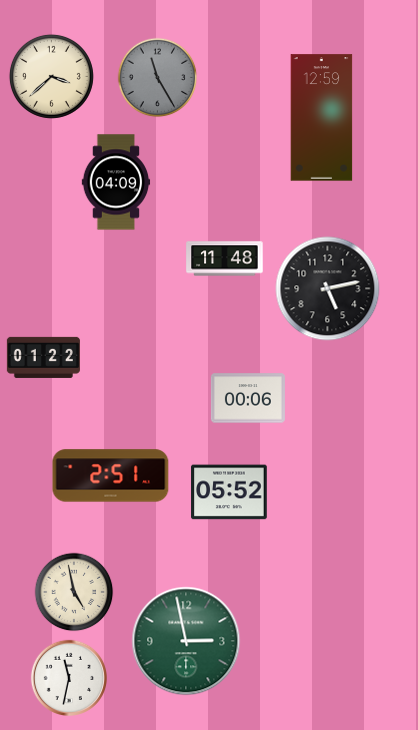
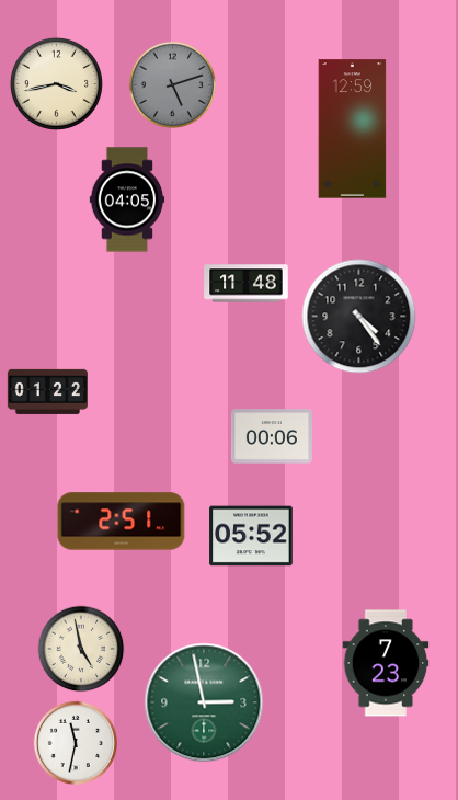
clock at (51, 76): 3:38 -> 3:43
clock at (158, 78): 11:25 -> 5:12
clock at (116, 182): 04:09 -> 04:05
clock at (328, 289): 5:13 -> 4:24
clock at (229, 492) position: (229, 492) -> (251, 536)
clock at (386, 663): none -> 7:23
